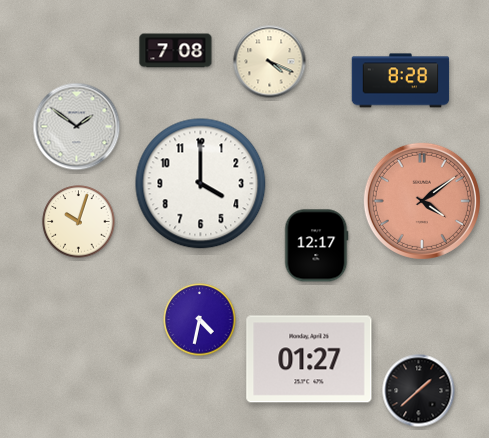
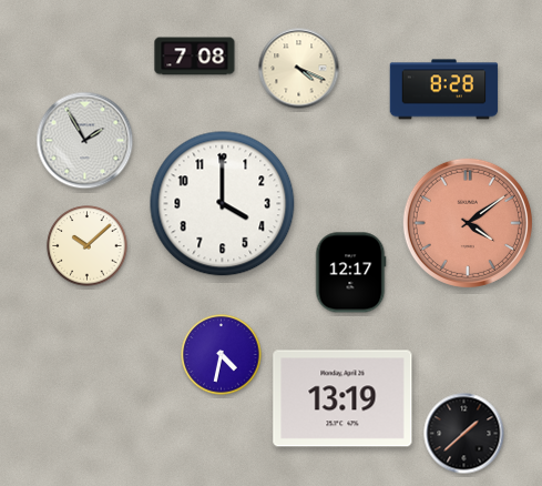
clock at (77, 127): 1:51 -> 1:55
clock at (79, 222): 10:03 -> 10:08
clock at (309, 359): 01:27 -> 13:19
